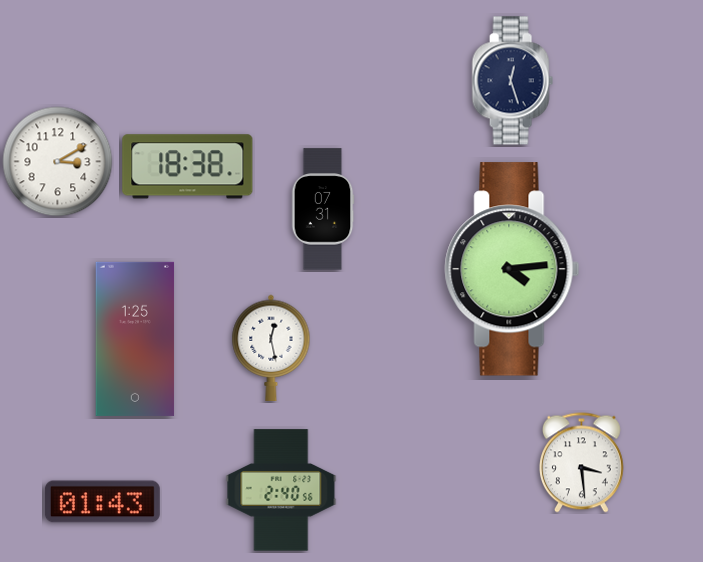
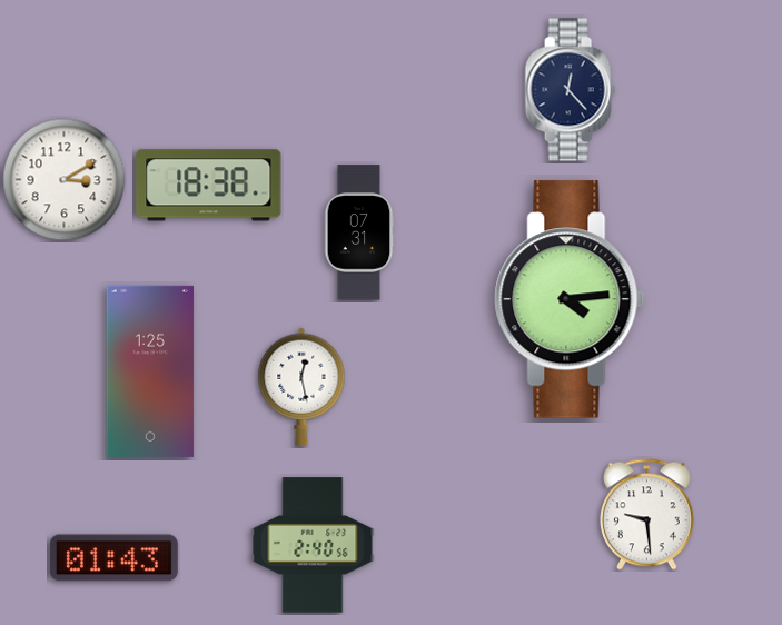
clock at (512, 81): 12:27 -> 12:23
clock at (135, 339) position: (135, 339) -> (150, 371)
clock at (581, 463): 3:29 -> 9:29
